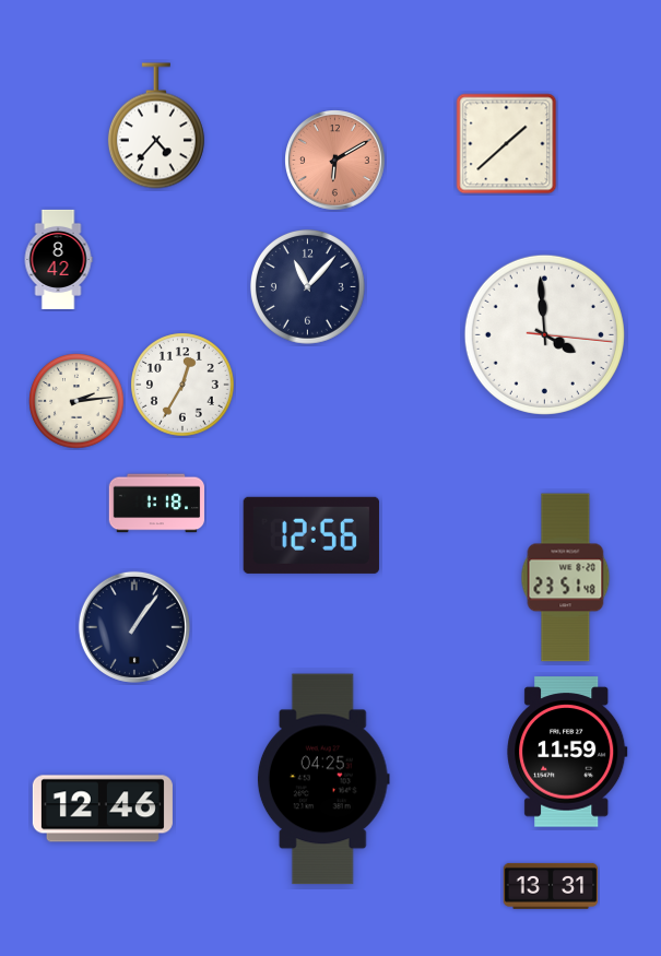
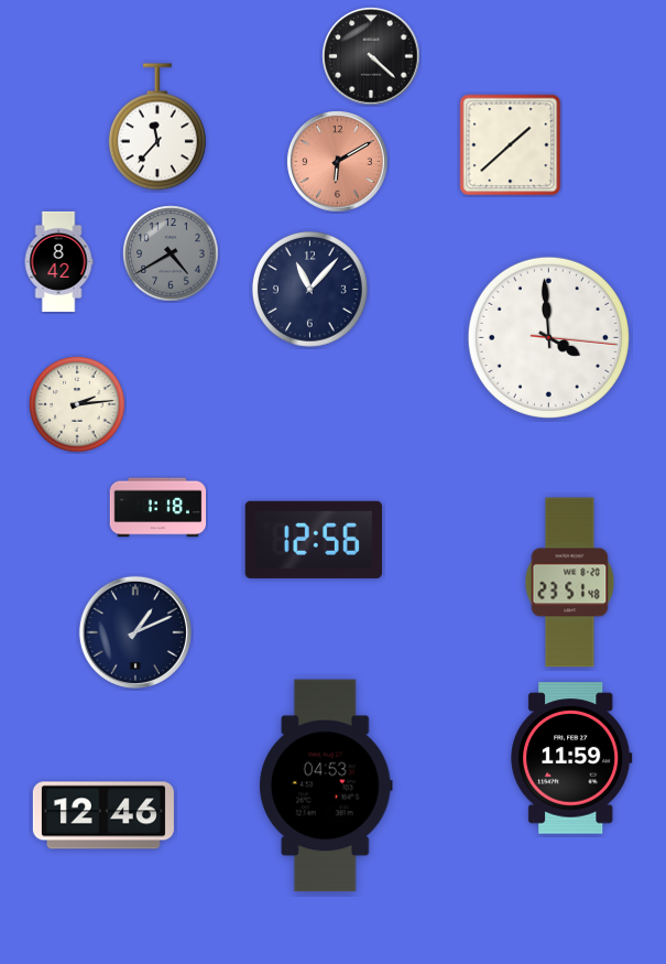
clock at (371, 56): none -> 4:22
clock at (156, 126): 4:37 -> 11:37
clock at (171, 253): none -> 4:40
clock at (182, 385): 12:35 -> none
clock at (134, 627): 1:06 -> 1:11
clock at (323, 779): 04:25 -> 04:53
clock at (551, 886): 13:31 -> none
